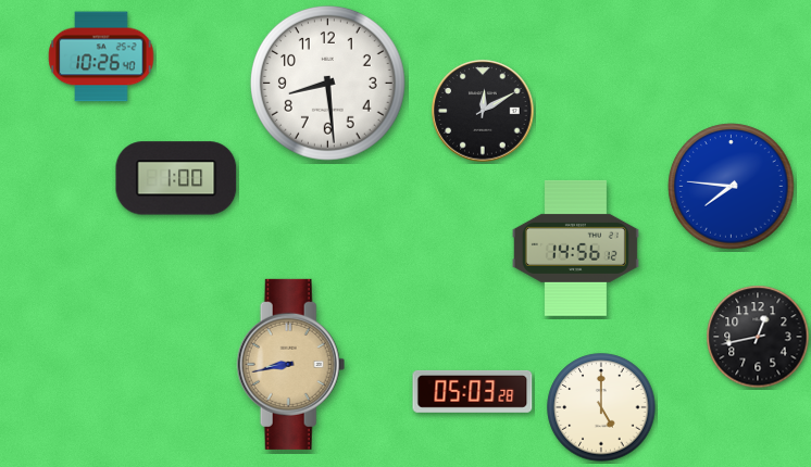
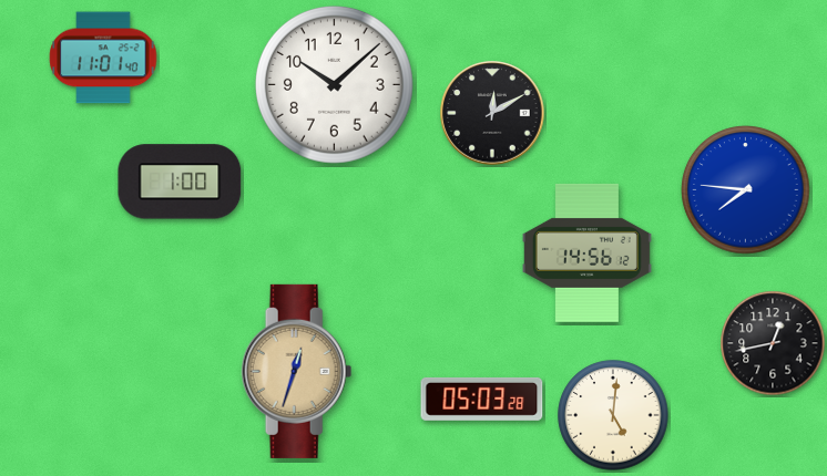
clock at (101, 56): 10:26 -> 11:01
clock at (327, 83): 8:29 -> 10:08
clock at (291, 364): 8:43 -> 12:33
clock at (601, 407): 5:00 -> 5:01
